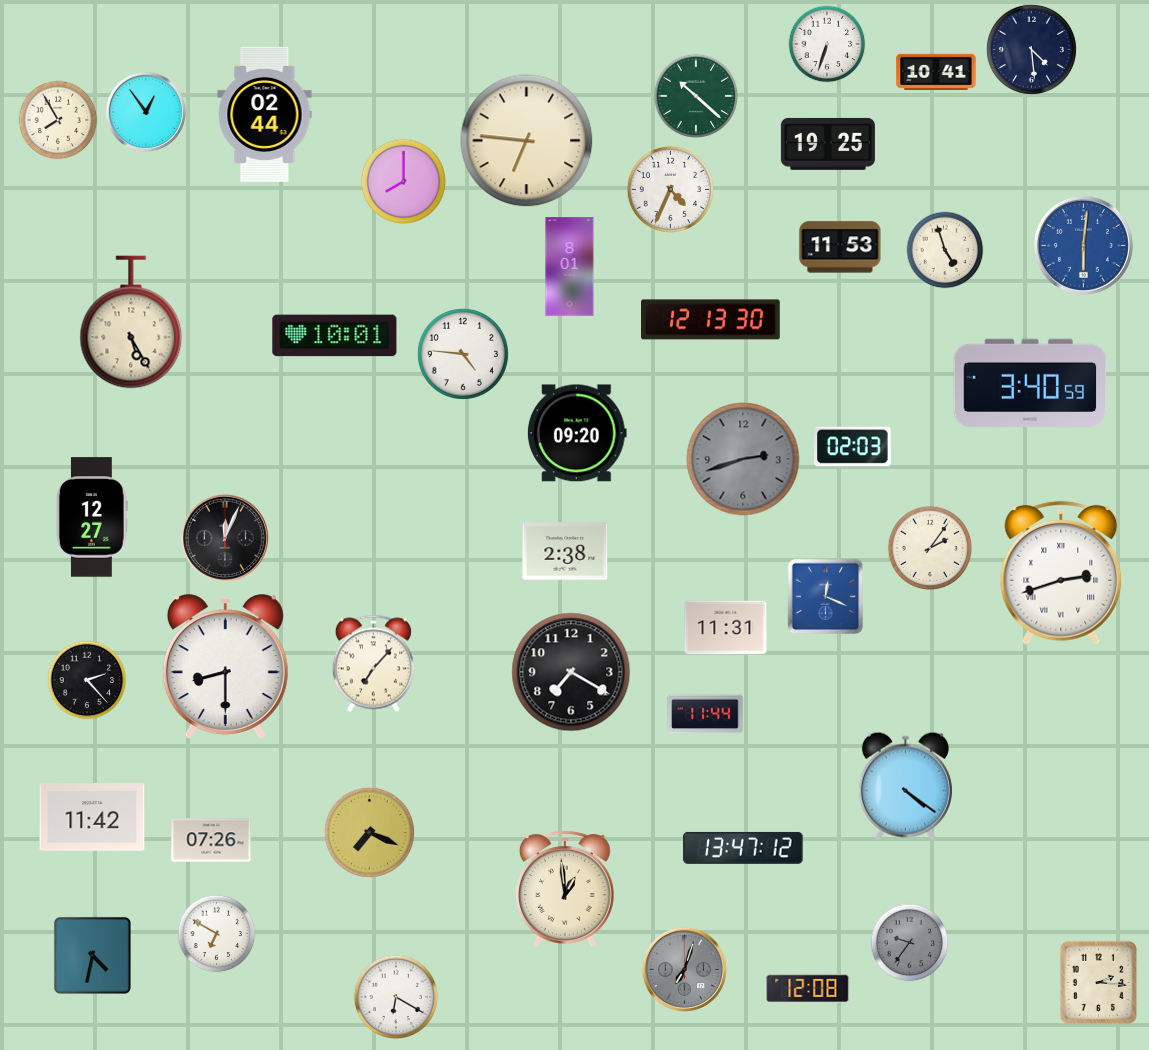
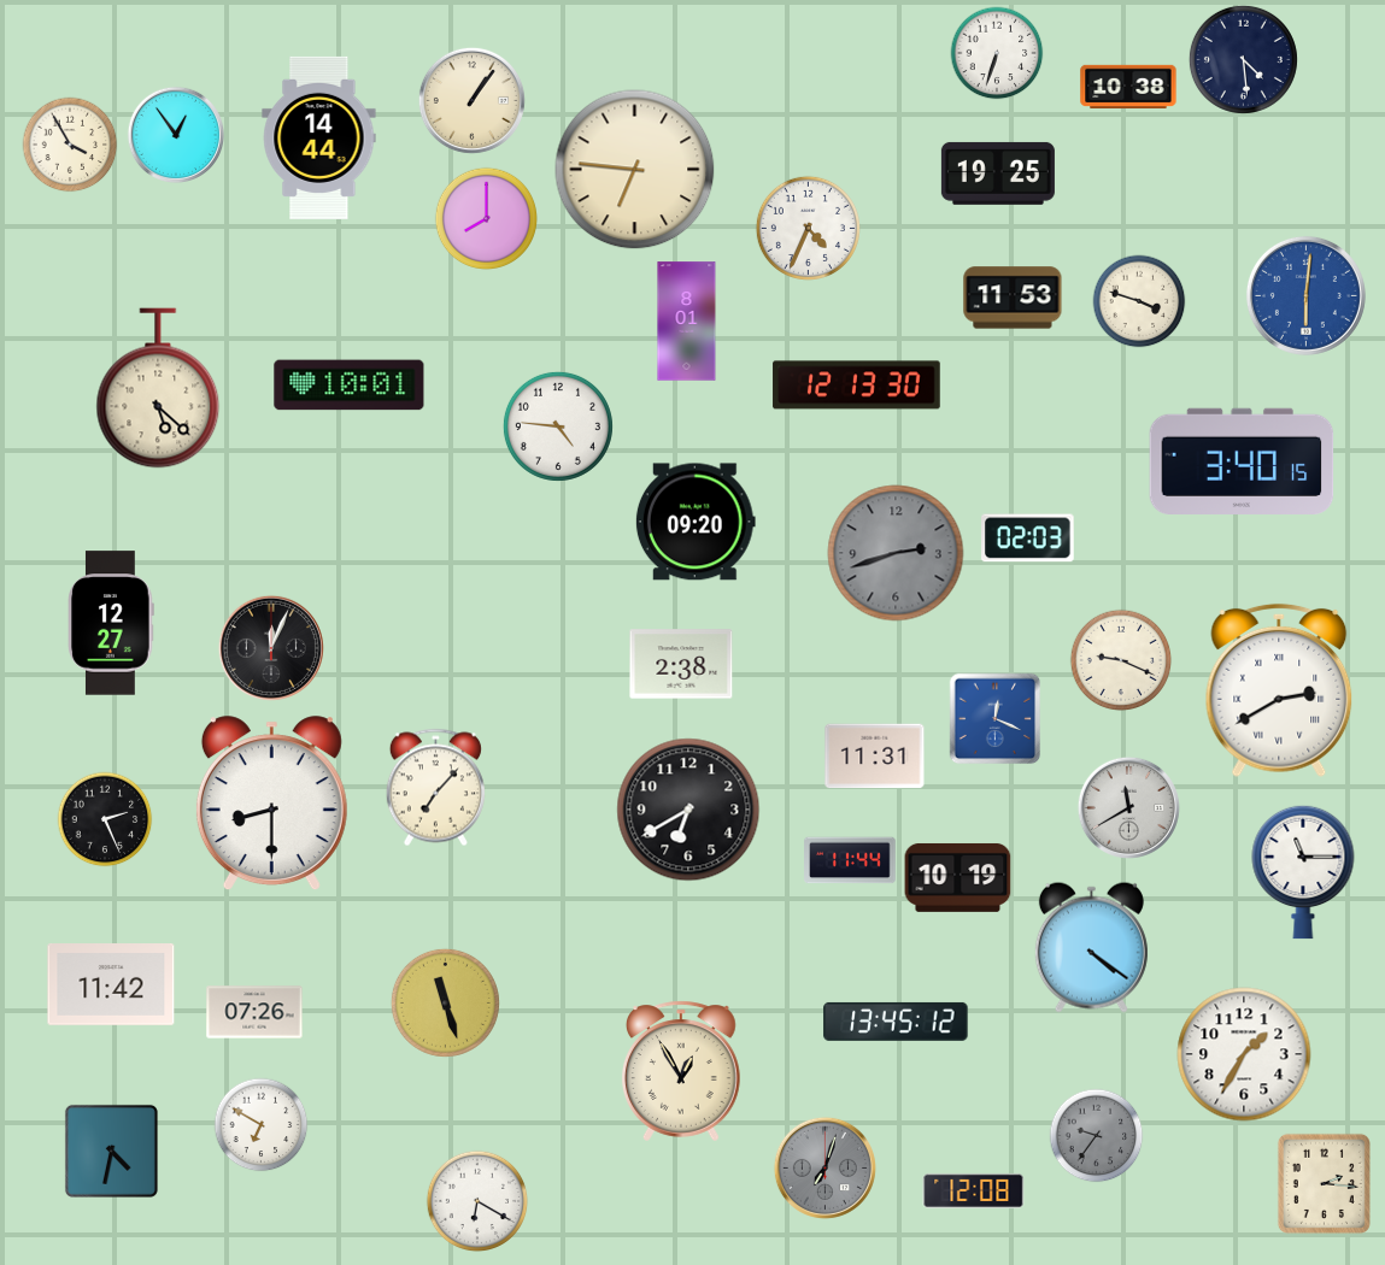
clock at (936, 71): 10:41 -> 10:38
clock at (471, 100): none -> 1:06
clock at (696, 96): 10:22 -> none
clock at (265, 114): 02:44 -> 14:44
clock at (58, 120): 7:55 -> 3:55
clock at (945, 250): 4:57 -> 3:48
clock at (131, 322): 5:25 -> 5:22
clock at (335, 336) position: (335, 336) -> (350, 386)
clock at (1030, 382): 3:40:59 -> 3:40:15
clock at (930, 548): 2:06 -> 9:19
clock at (1061, 573): 2:42 -> 2:40
clock at (373, 664) position: (373, 664) -> (435, 788)
clock at (1128, 807): none -> 11:40
clock at (571, 672): 7:20 -> 6:40
clock at (87, 680): 2:23 -> 2:26
clock at (1303, 872): none -> 11:15
clock at (958, 877): none -> 10:19
clock at (369, 832): 7:19 -> 11:27
clock at (743, 848): 13:47 -> 13:45
clock at (1244, 1054): none -> 1:35
clock at (565, 889): 12:59 -> 12:55
